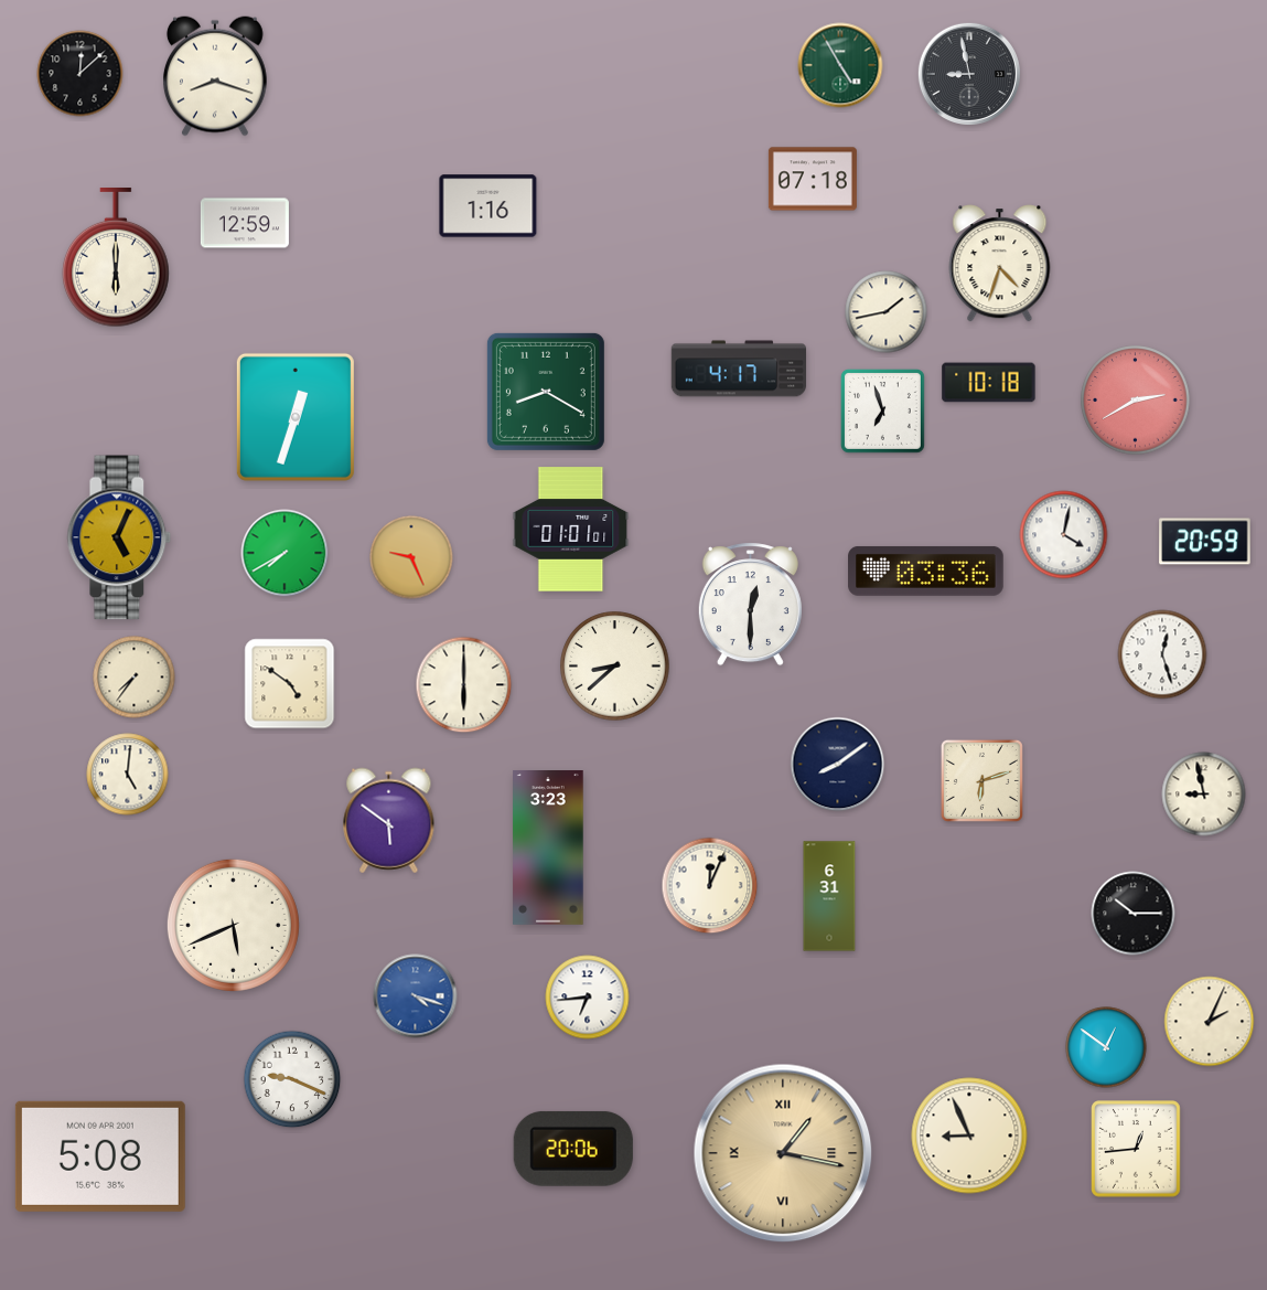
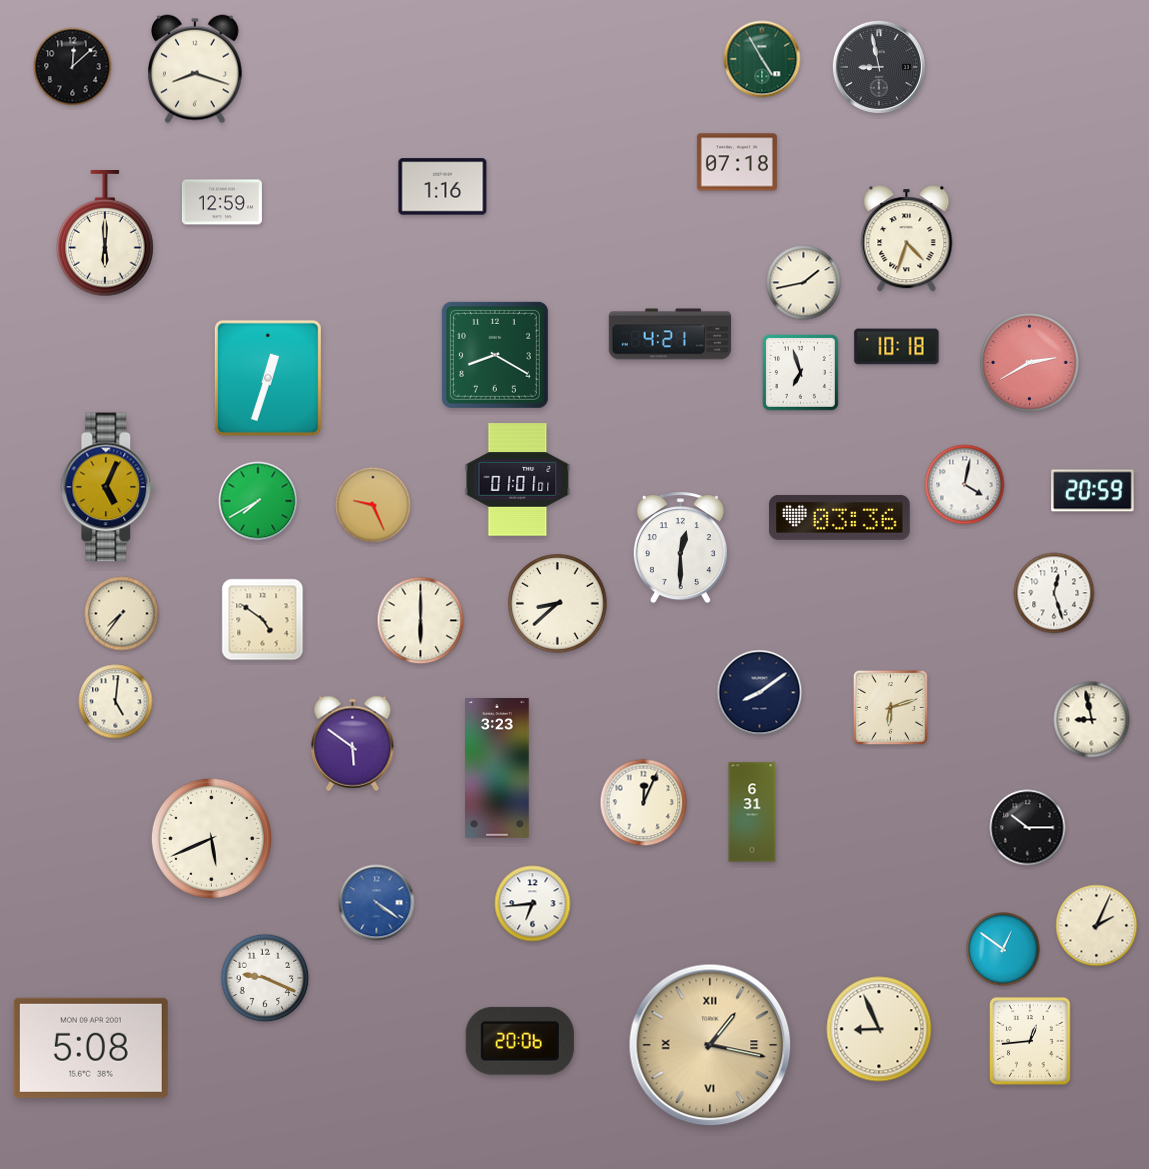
clock at (739, 369): 4:17 -> 4:21
clock at (416, 996): 4:18 -> 4:21
